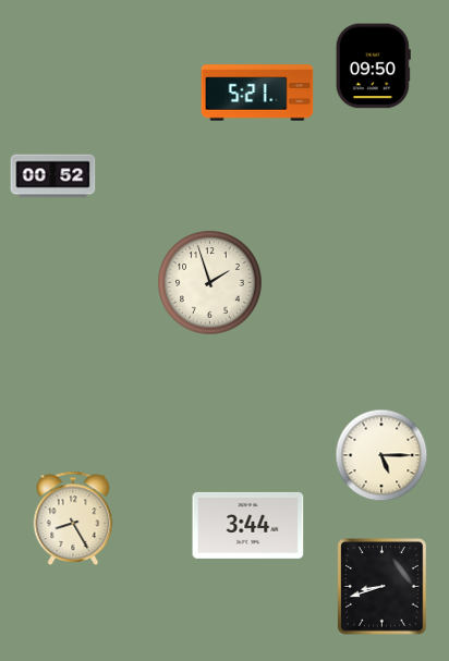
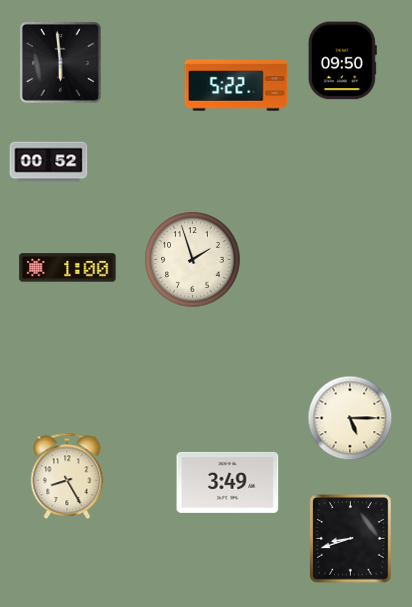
clock at (60, 62): none -> 5:59
clock at (257, 93): 5:21 -> 5:22
clock at (68, 268): none -> 1:00
clock at (248, 525): 3:44 -> 3:49
